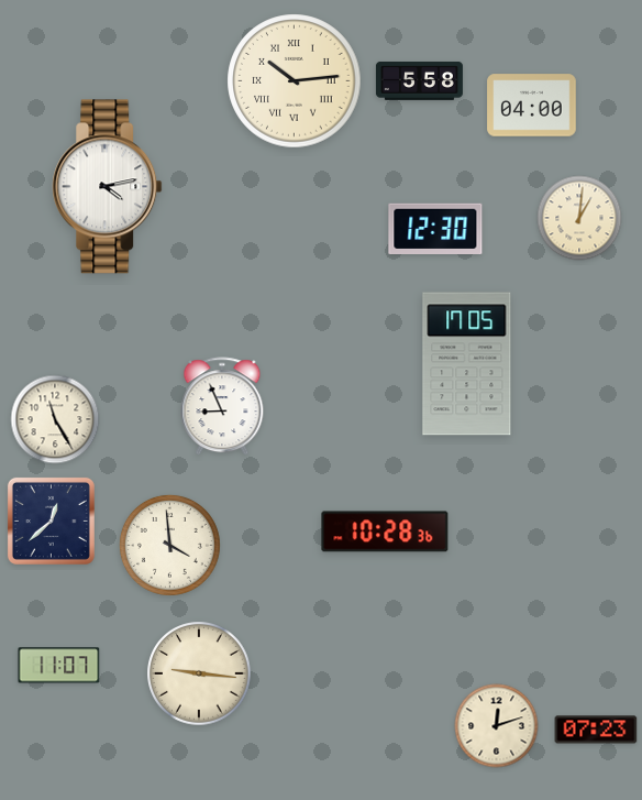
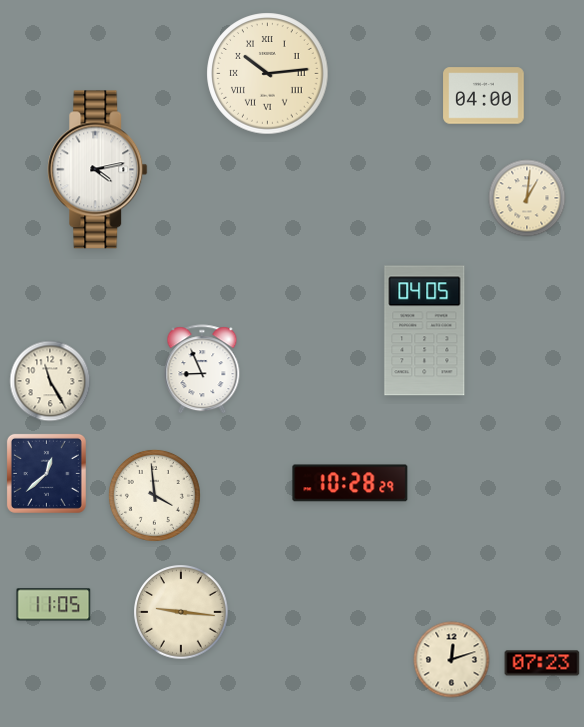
clock at (419, 80): 5:58 -> none
clock at (435, 228): 12:30 -> none
clock at (467, 364): 17:05 -> 04:05
clock at (385, 531): 10:28:36 -> 10:28:29
clock at (59, 666): 11:07 -> 11:05
